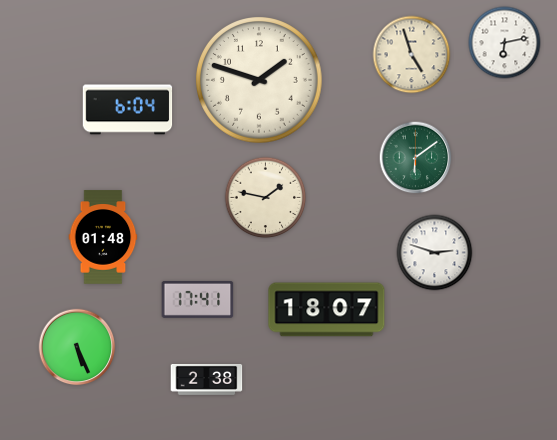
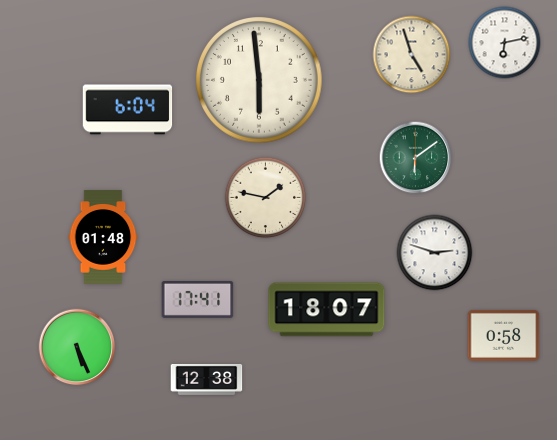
clock at (260, 81): 1:48 -> 5:59
clock at (504, 335): none -> 0:58
clock at (207, 379): 2:38 -> 12:38
